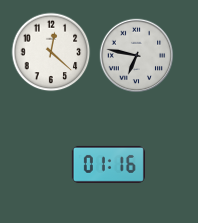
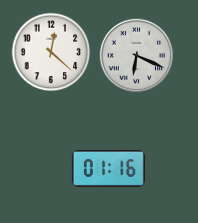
clock at (137, 56): 6:47 -> 6:19
clock at (108, 164) position: (108, 164) -> (108, 168)
